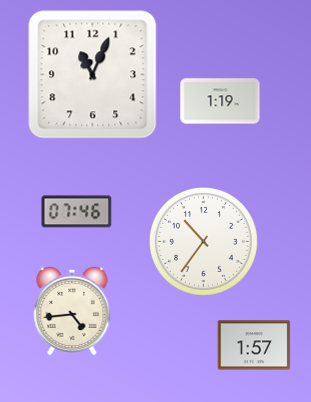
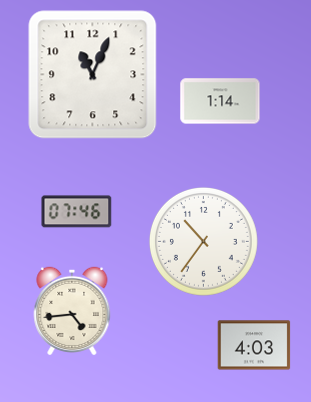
clock at (220, 101): 1:19 -> 1:14
clock at (254, 345): 1:57 -> 4:03
